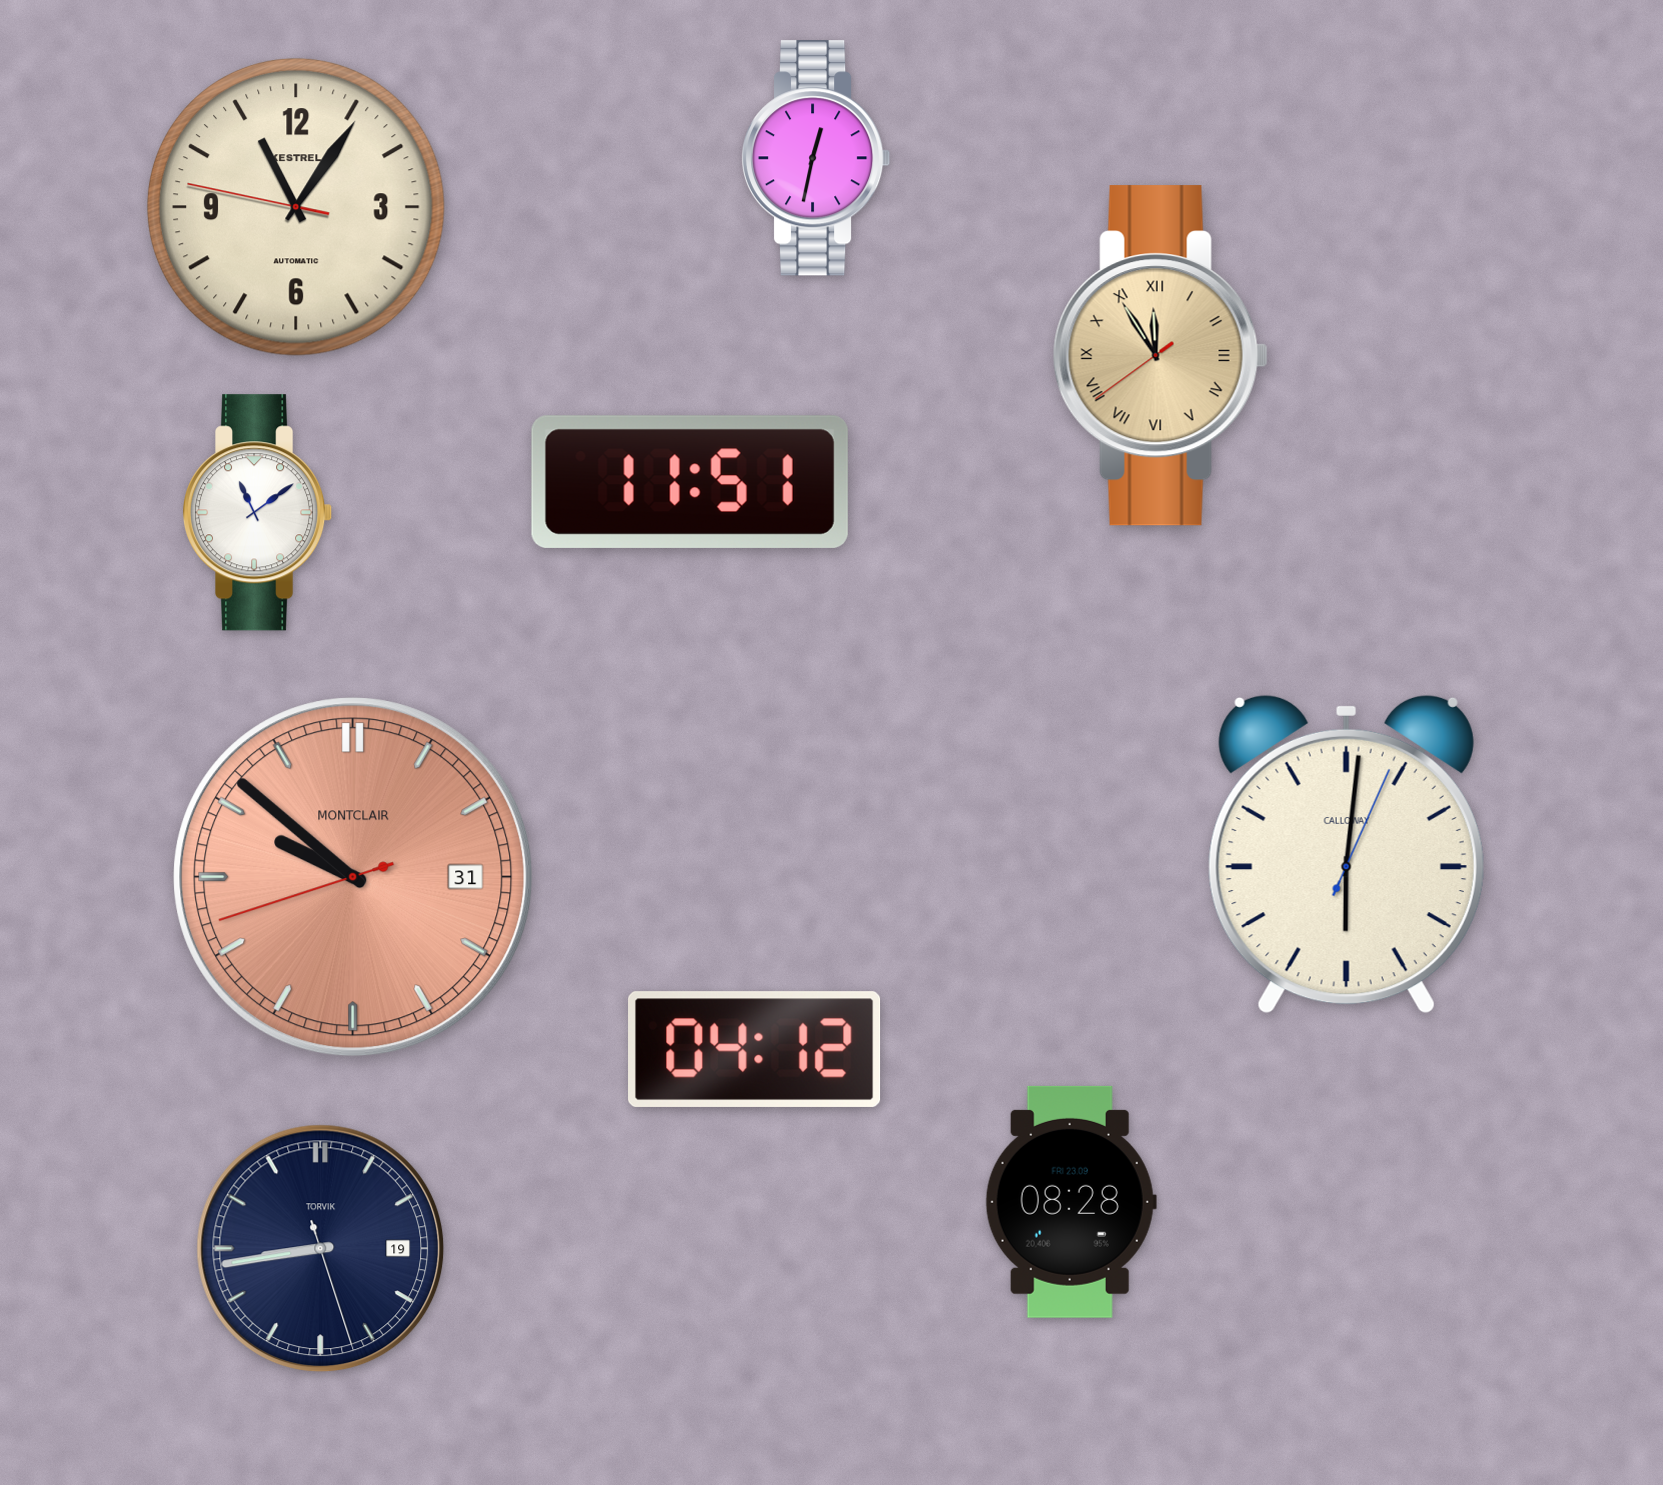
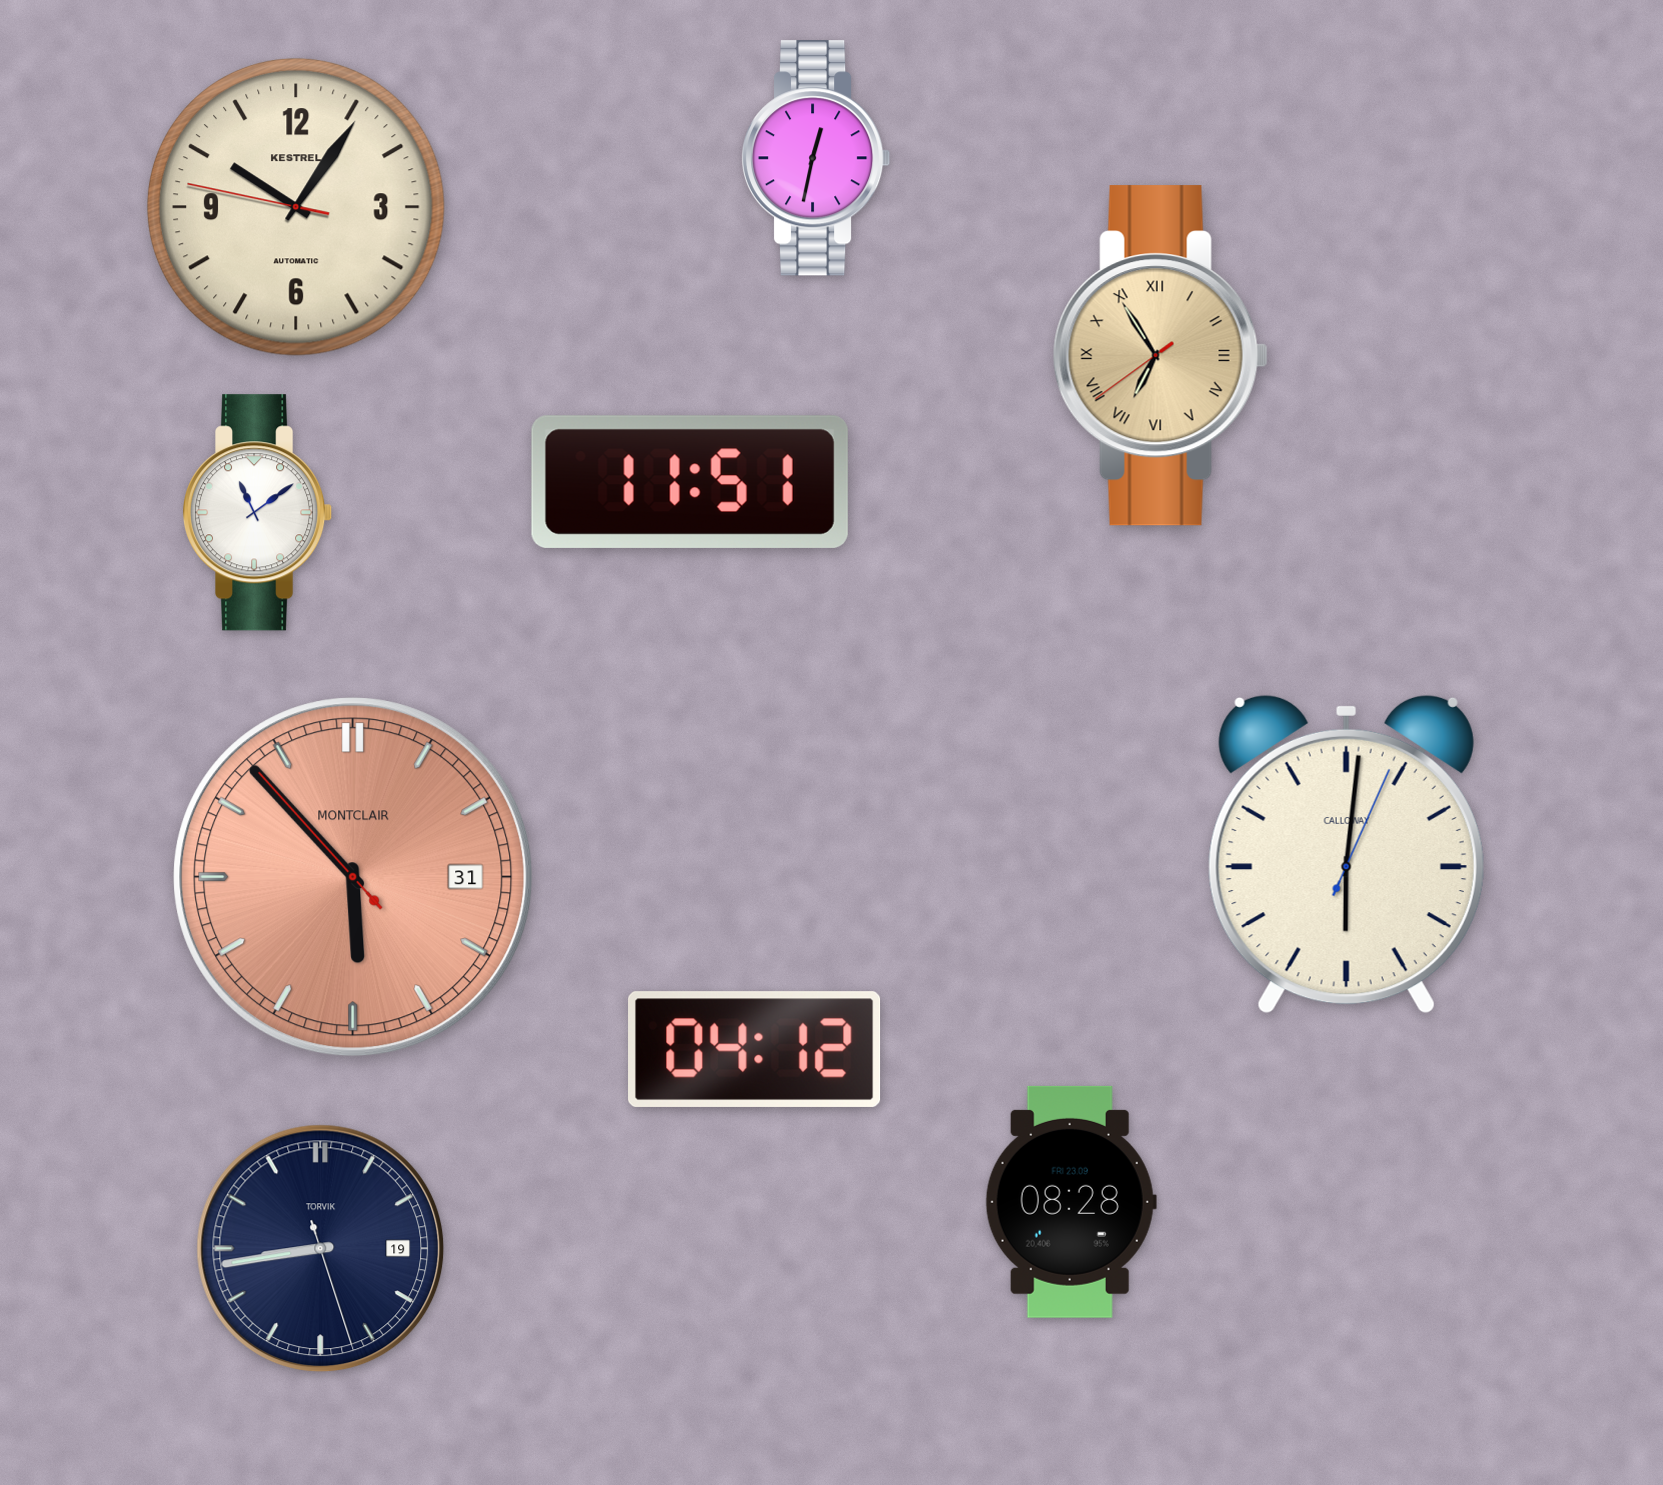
clock at (296, 207): 11:05 -> 10:05
clock at (1160, 356): 11:54 -> 6:54
clock at (353, 877): 9:51 -> 5:52
